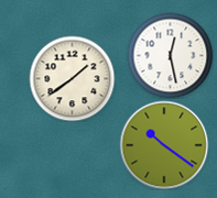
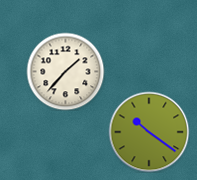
clock at (170, 55): 12:28 -> none
clock at (72, 78): 1:39 -> 1:37
